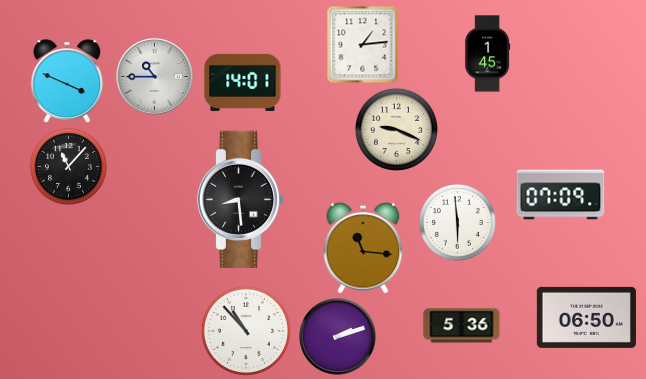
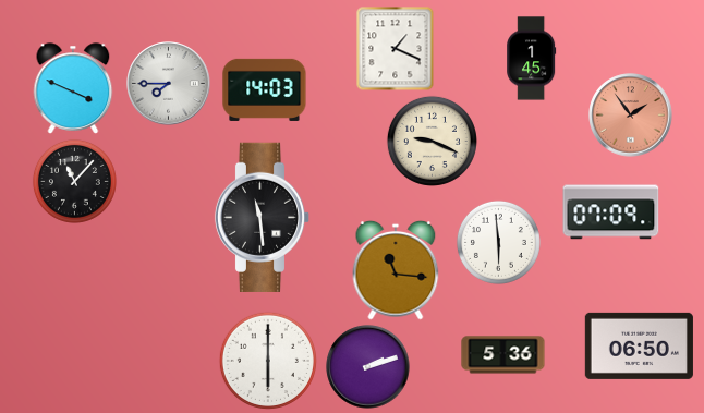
clock at (363, 44): 1:14 -> 1:19
clock at (155, 77): 10:45 -> 7:45
clock at (243, 82): 14:01 -> 14:03
clock at (631, 116): none -> 1:54
clock at (241, 199): 8:29 -> 11:29
clock at (246, 331): 10:53 -> 6:00
